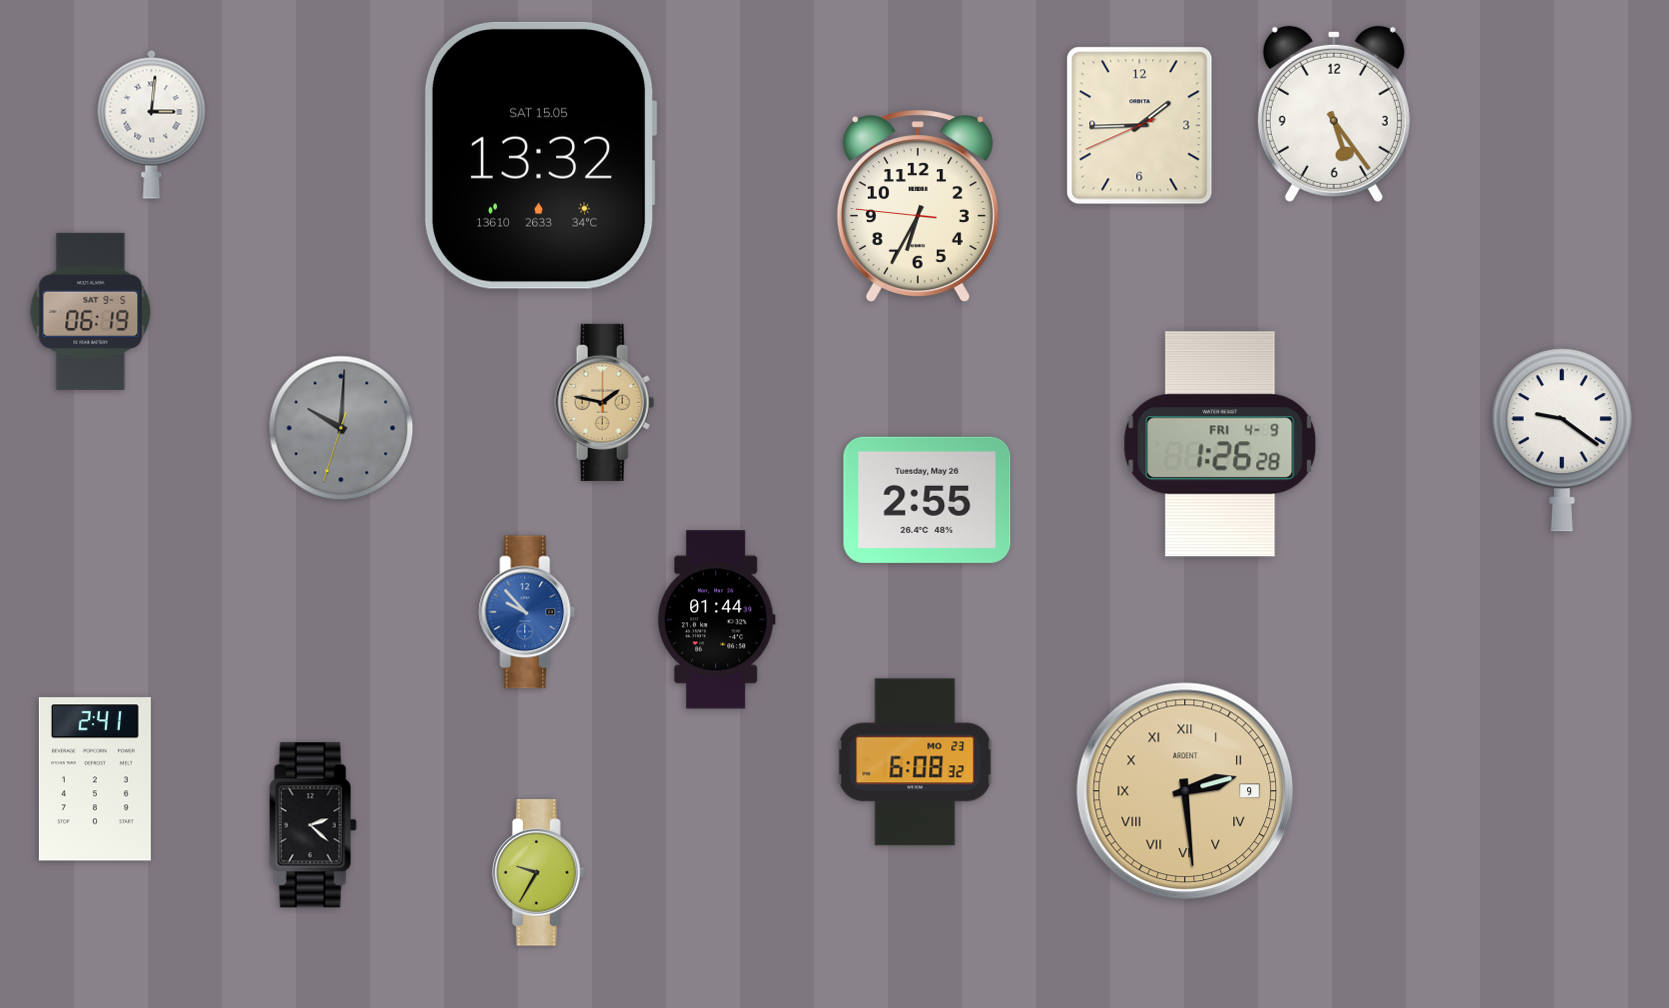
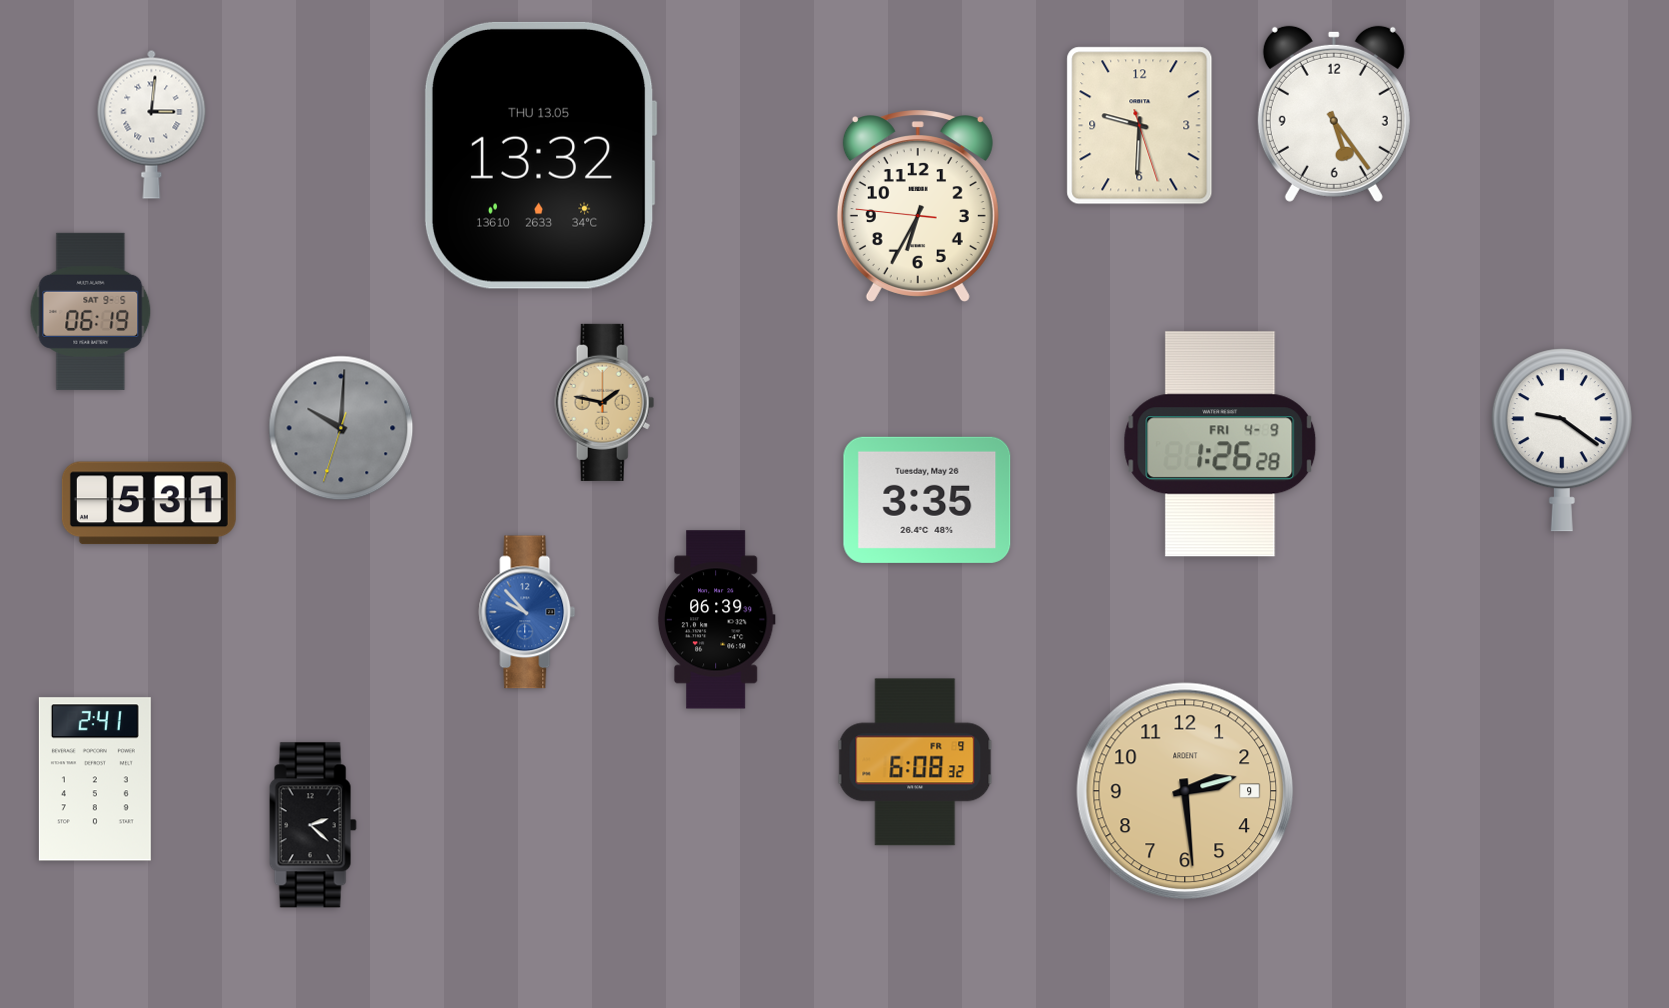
clock at (1140, 126): 1:44 -> 9:30
clock at (540, 155) date: SAT 15.05 -> THU 13.05
clock at (927, 500): 2:55 -> 3:35
clock at (149, 503): none -> 5:31
clock at (716, 620): 01:44 -> 06:39
clock at (915, 762) date: MO 23 -> FR 9
clock at (1185, 791) numerals: Roman -> Arabic
clock at (539, 873): 9:35 -> none
